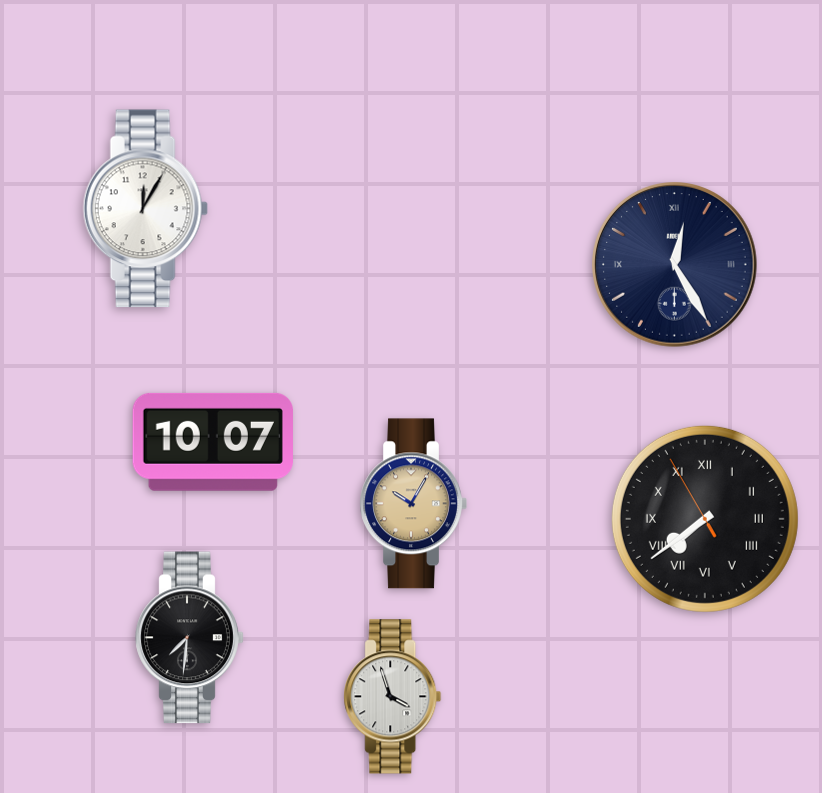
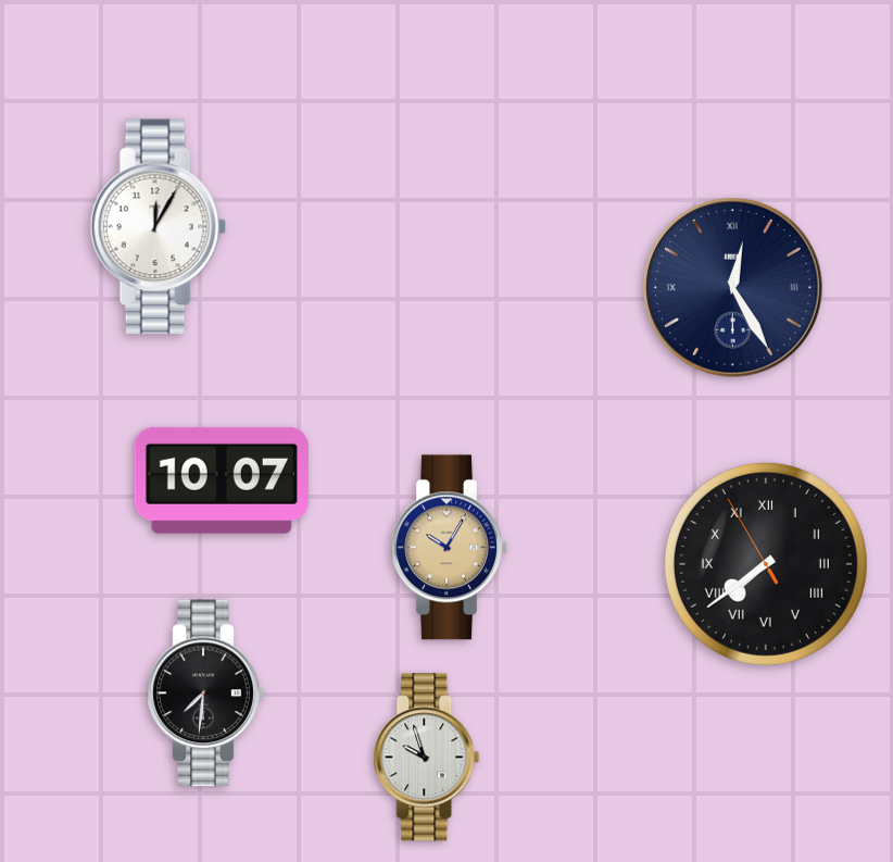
clock at (213, 442) position: (213, 442) -> (222, 480)
clock at (393, 697): 3:57 -> 9:57
